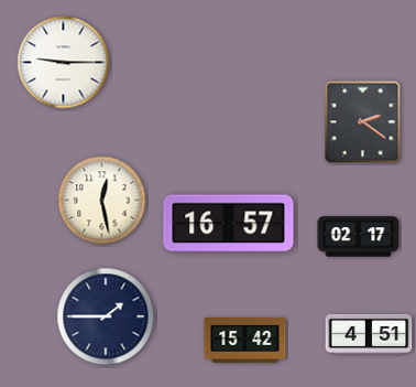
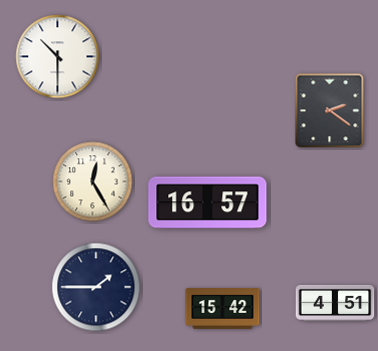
clock at (64, 63): 9:15 -> 10:30
clock at (102, 201): 12:28 -> 12:25
clock at (359, 237): 02:17 -> none
